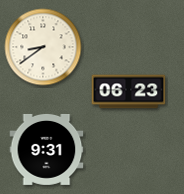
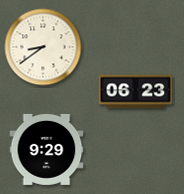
clock at (129, 92) position: (129, 92) -> (136, 92)
clock at (47, 149): 9:31 -> 9:29
